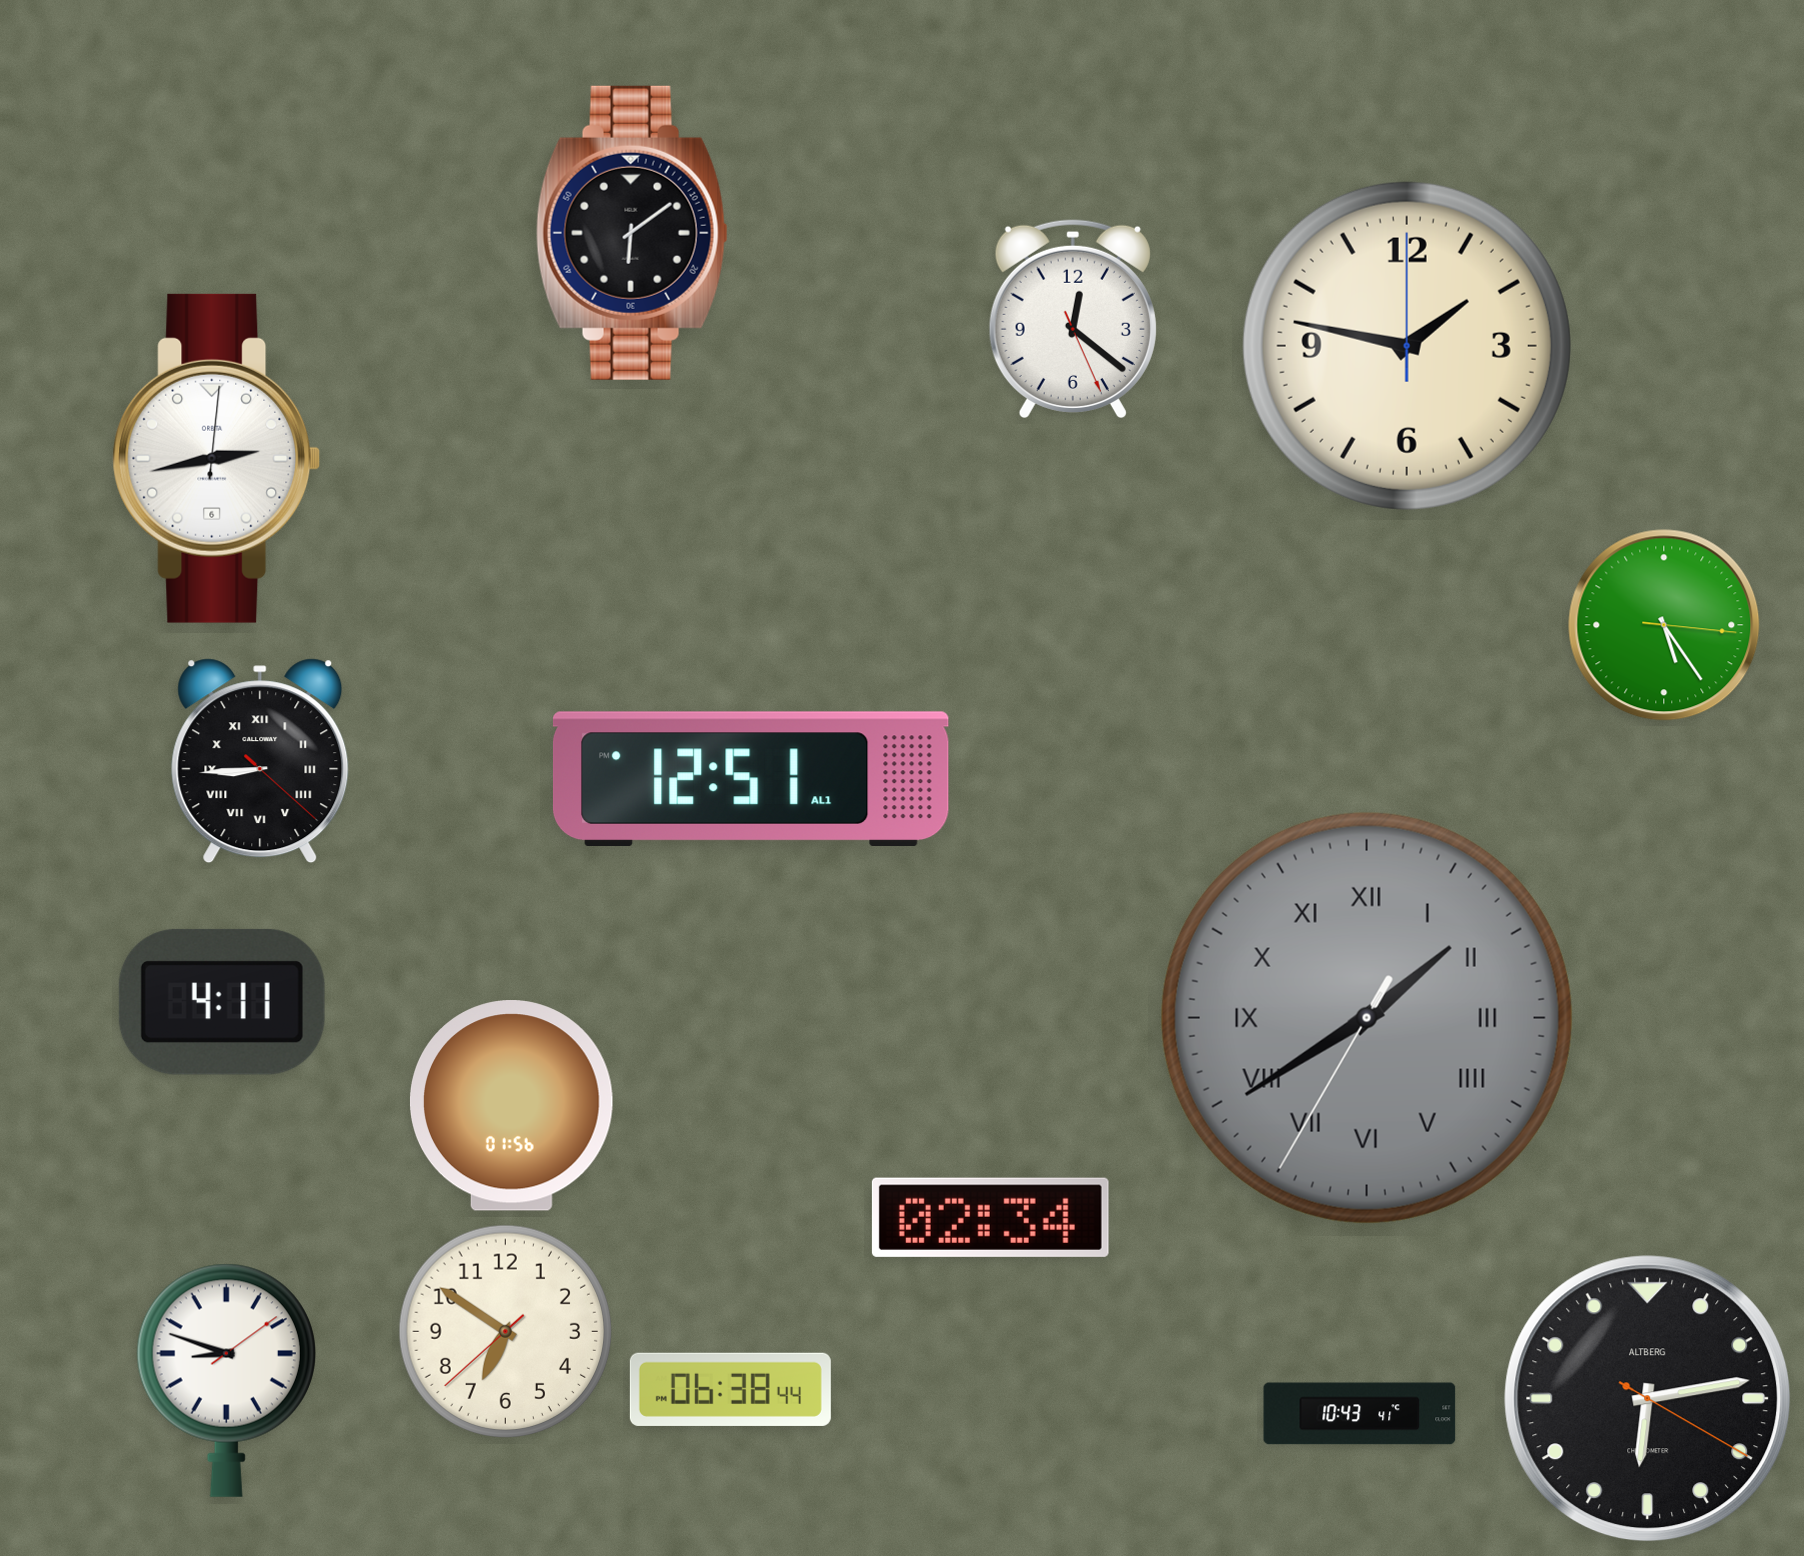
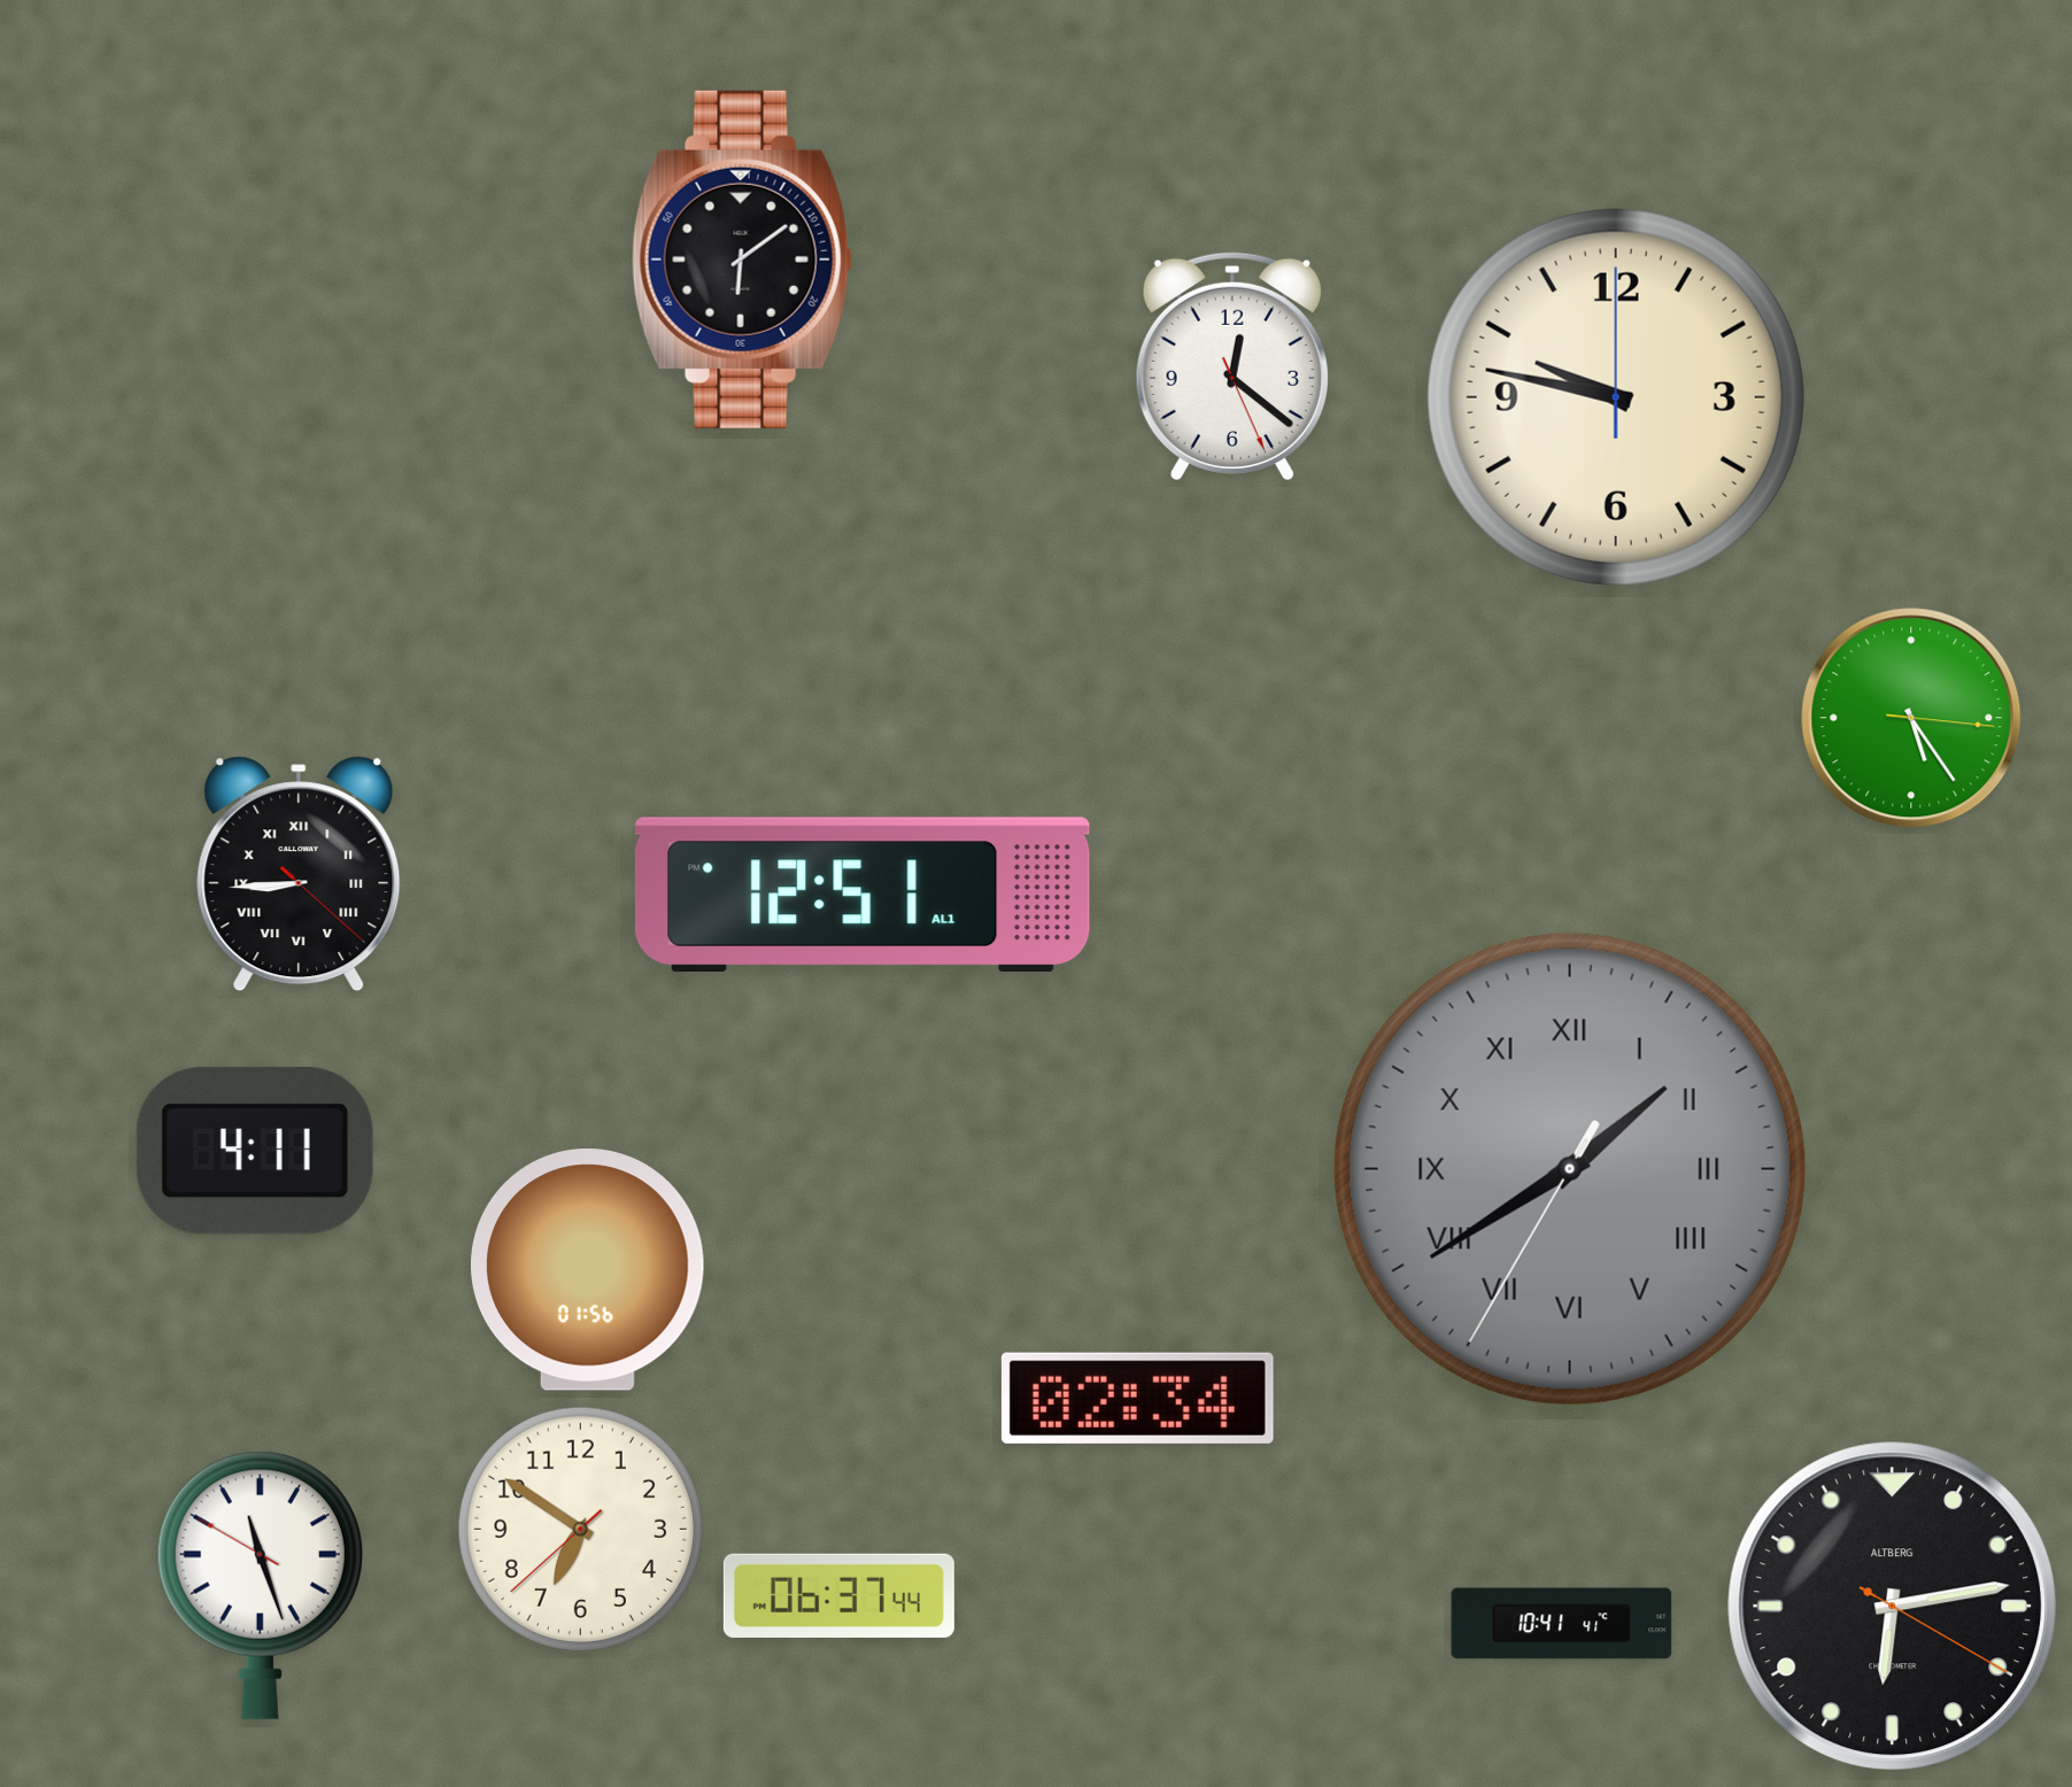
clock at (632, 233) position: (632, 233) -> (742, 260)
clock at (1407, 346): 1:47 -> 9:47
clock at (217, 458): 2:43 -> none
clock at (226, 1380): 8:48 -> 11:26
clock at (730, 1389): 06:38 -> 06:37
clock at (1360, 1414): 10:43 -> 10:41
